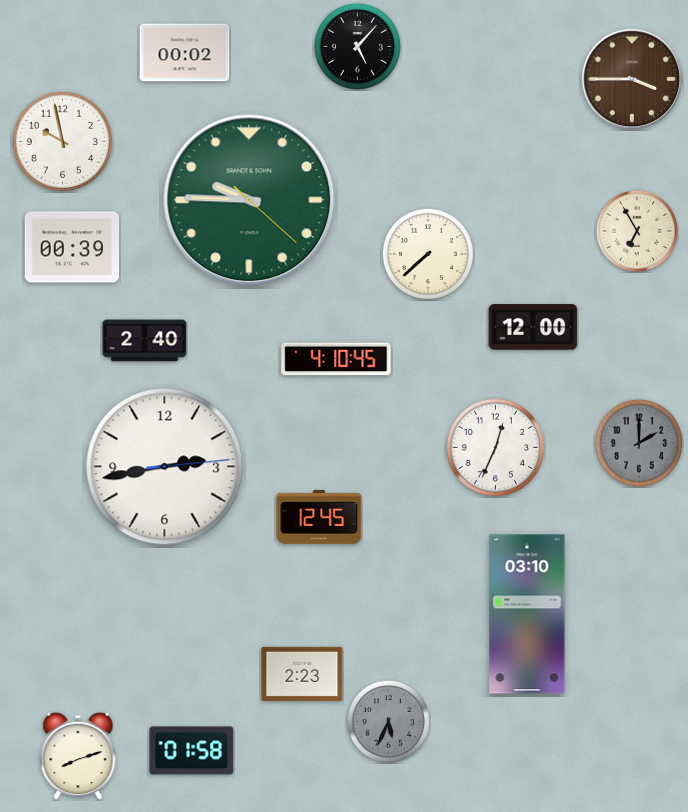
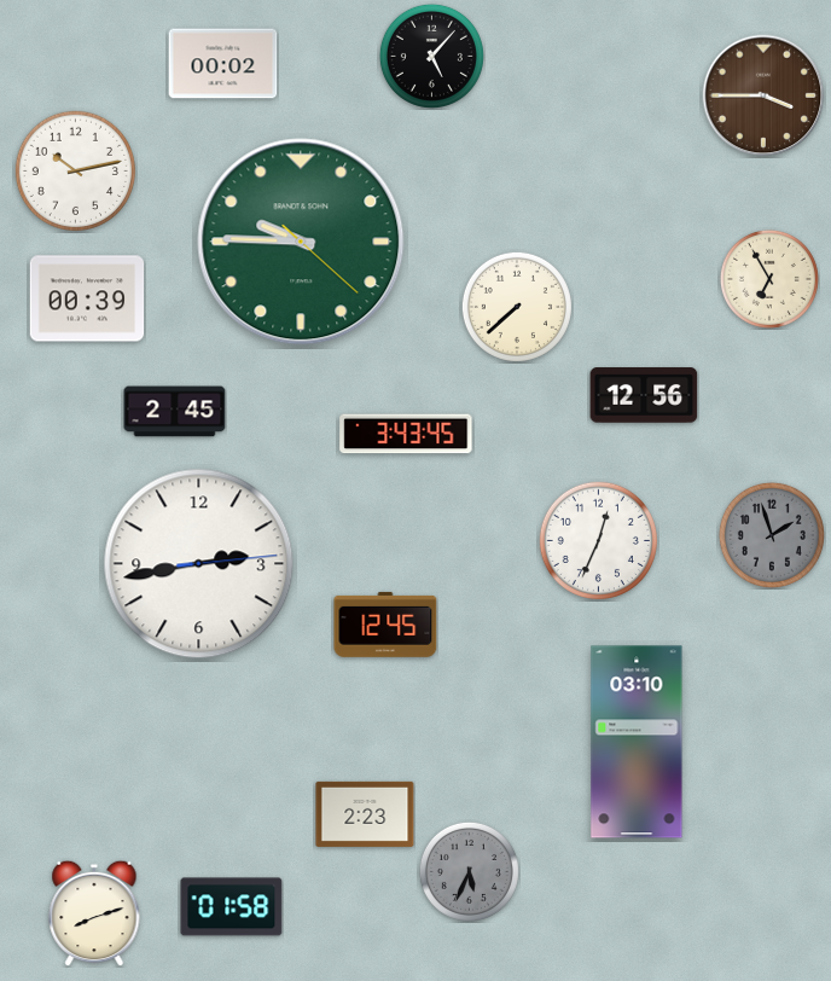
clock at (62, 141): 9:58 -> 10:13
clock at (533, 327): 12:00 -> 12:56
clock at (145, 341): 2:40 -> 2:45
clock at (336, 359): 4:10 -> 3:43
clock at (639, 443): 2:00 -> 1:57
